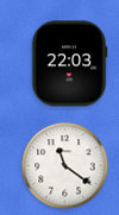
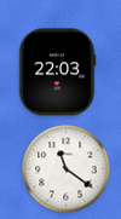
clock at (69, 64) position: (69, 64) -> (57, 73)
